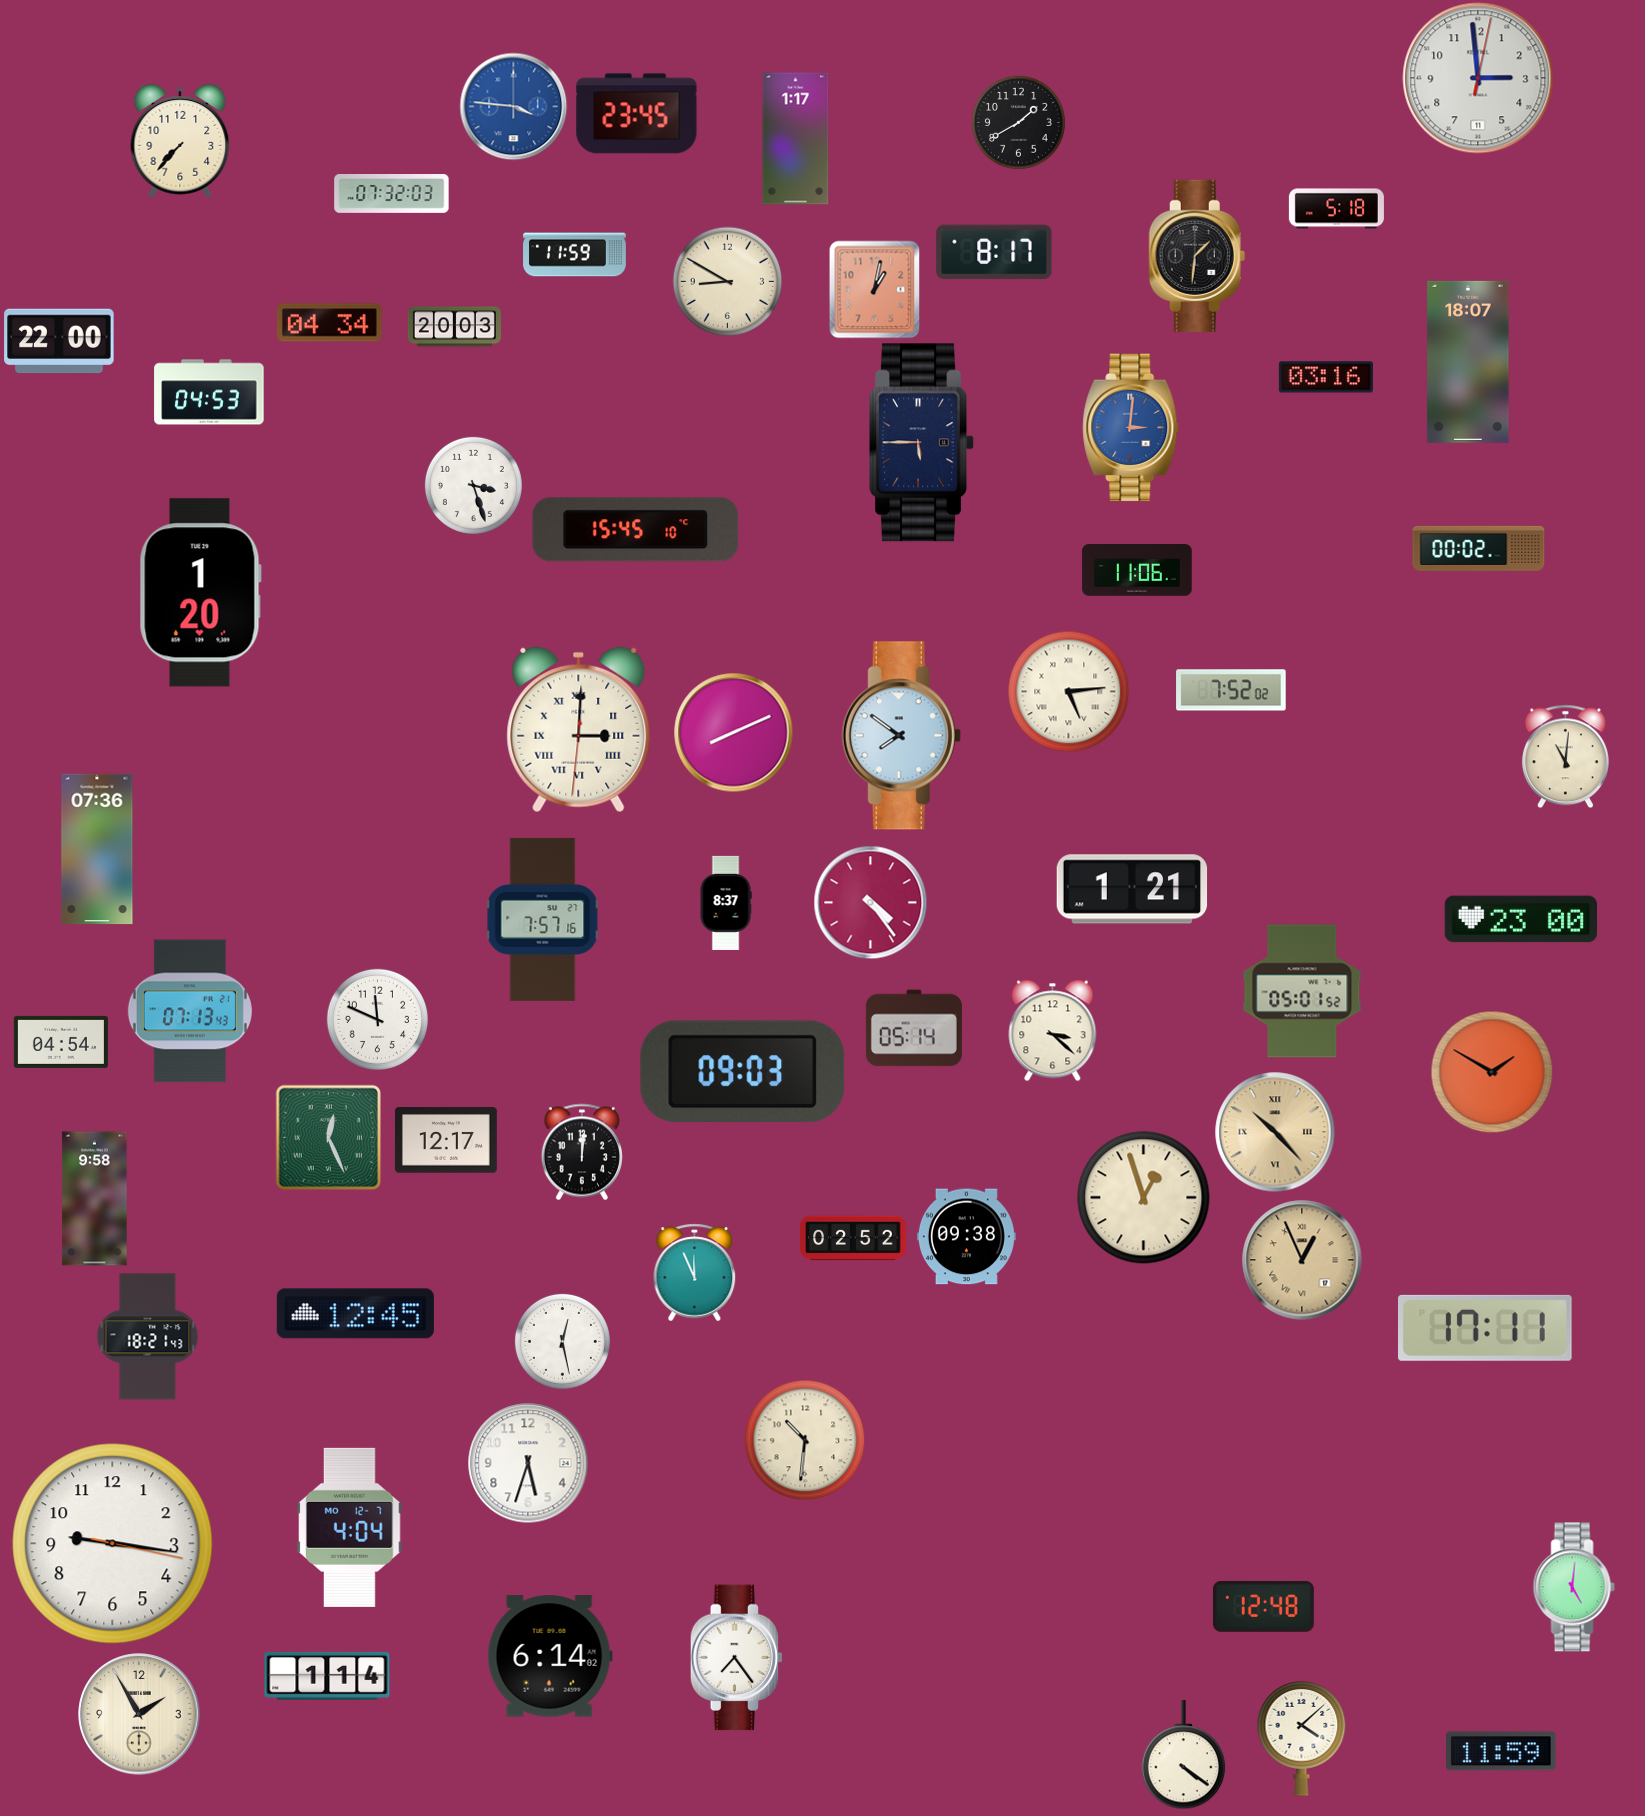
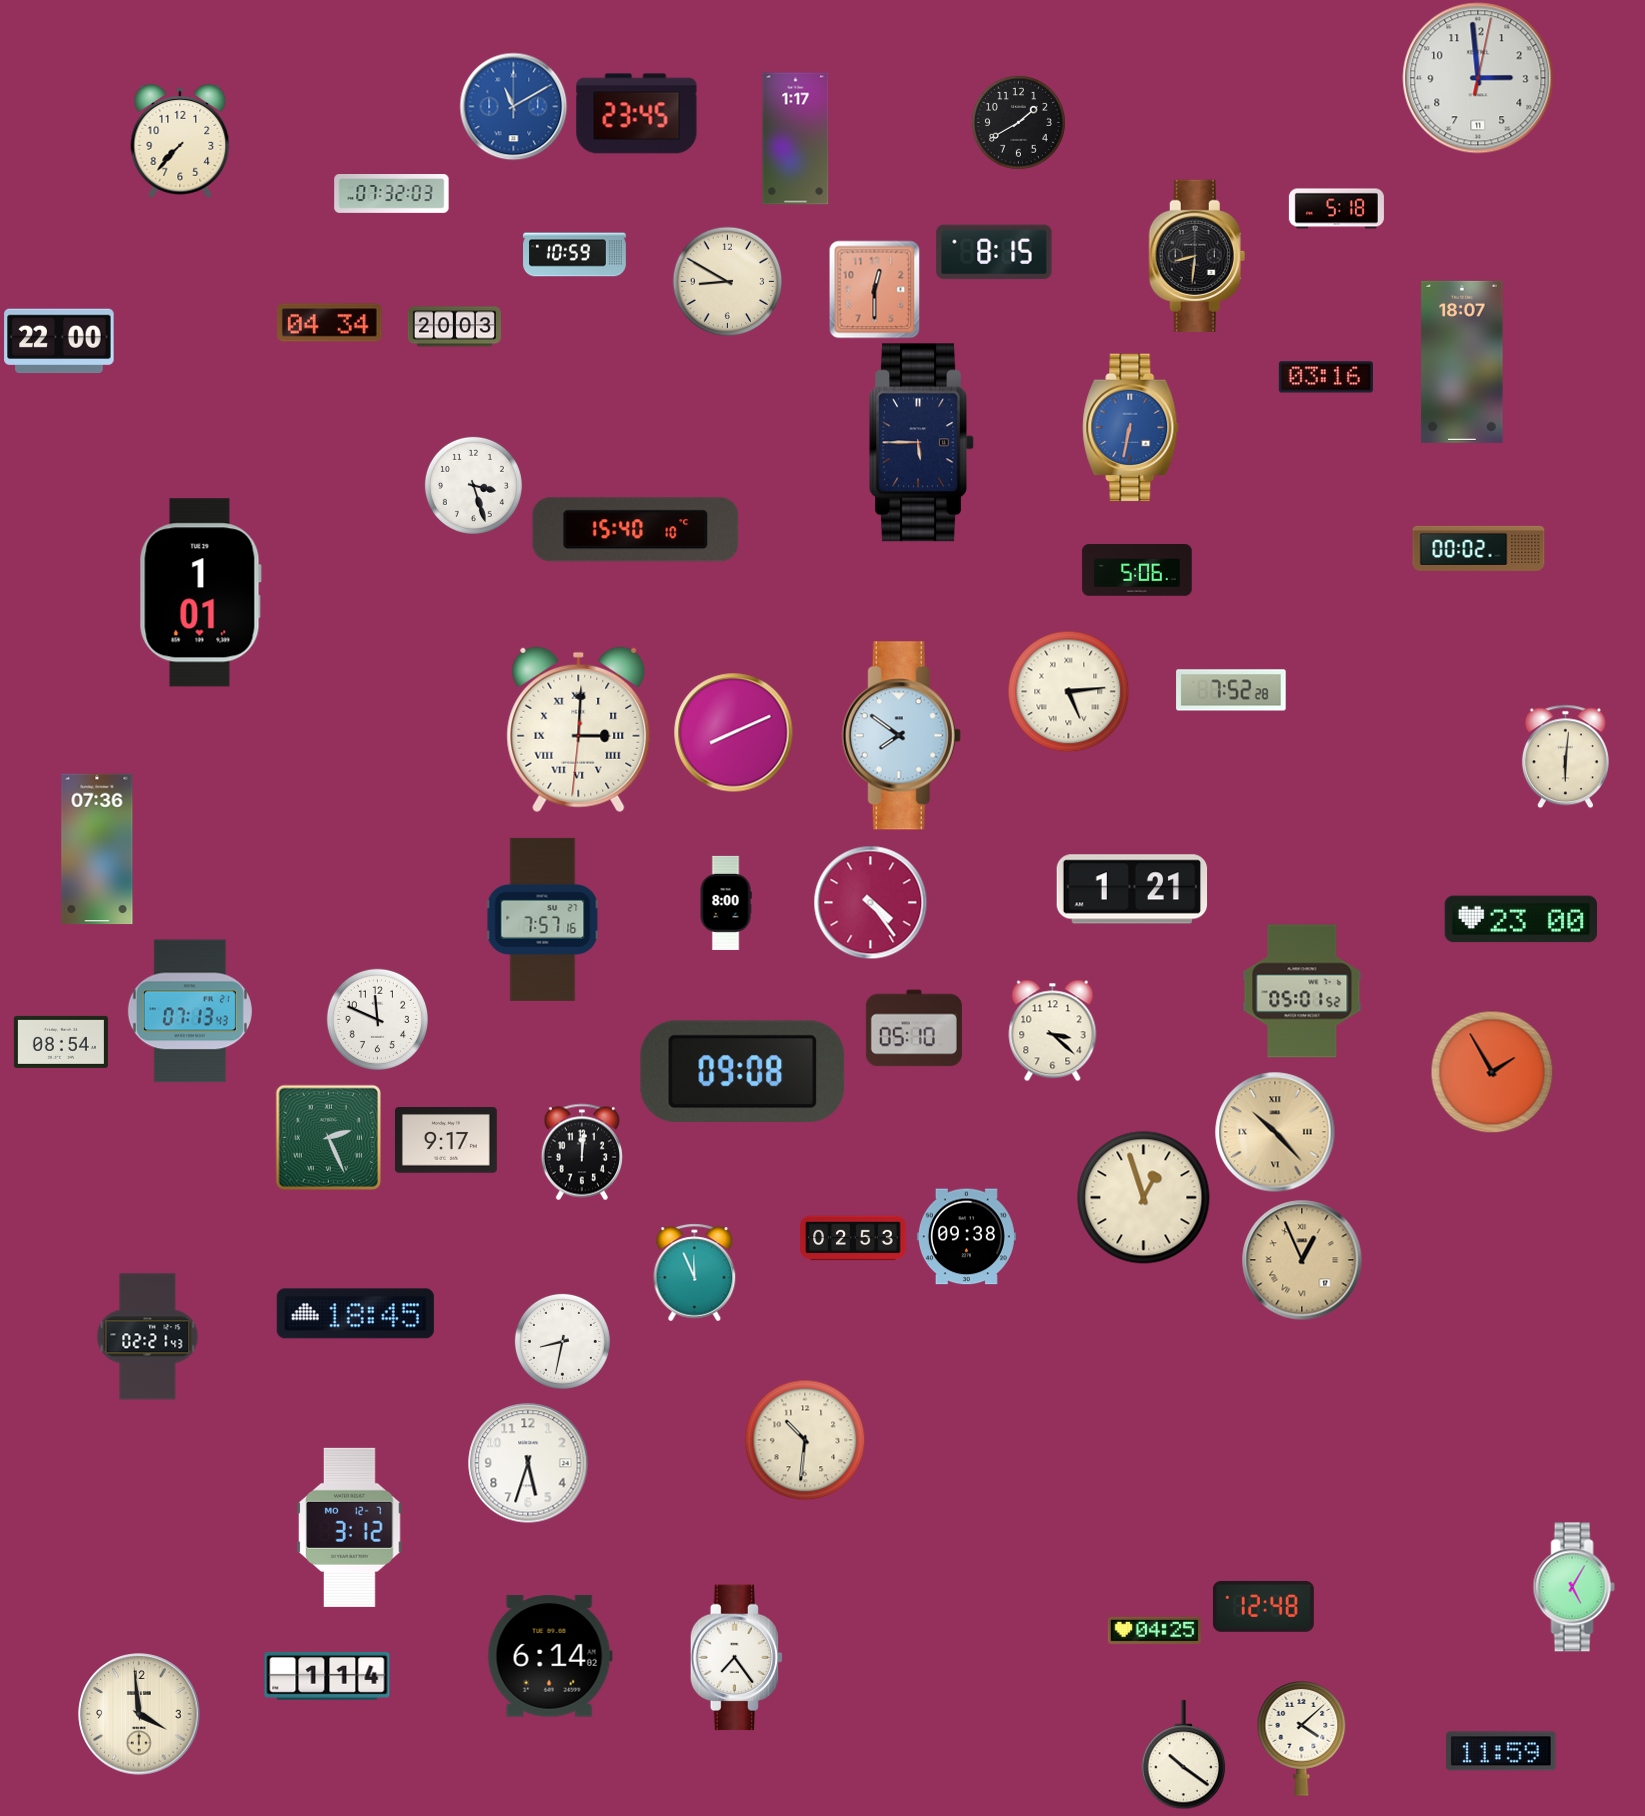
clock at (513, 106): 3:46 -> 11:10
clock at (994, 252): 8:17 -> 8:15
clock at (575, 255): 11:59 -> 10:59
clock at (1197, 255): 1:31 -> 8:31
clock at (875, 289): 1:02 -> 12:30
clock at (1468, 362) position: (1468, 362) -> (1462, 362)
clock at (209, 392): 04:53 -> none
clock at (1131, 428): 3:01 -> 6:32
clock at (636, 530): 15:45 -> 15:40
clock at (1137, 570): 11:06 -> 5:06
clock at (200, 593): 1:20 -> 1:01
clock at (1231, 690): 7:52:02 -> 7:52:28
clock at (1565, 756): 11:01 -> 6:01
clock at (726, 903): 8:37 -> 8:00
clock at (914, 1028): 05:14 -> 05:10
clock at (61, 1042): 04:54 -> 08:54
clock at (743, 1071): 09:03 -> 09:08
clock at (1492, 1072): 1:50 -> 1:55
clock at (328, 1137): 12:26 -> 2:26
clock at (446, 1140): 12:17 -> 9:17
clock at (95, 1199): 9:58 -> none
clock at (853, 1238): 02:52 -> 02:53
clock at (355, 1314): 12:45 -> 18:45
clock at (1486, 1328): 17:11 -> none
clock at (148, 1337): 18:21 -> 02:21
clock at (562, 1341): 12:28 -> 8:32
clock at (350, 1527): 4:04 -> 3:12
clock at (113, 1544): 9:16 -> none
clock at (1574, 1587): 5:01 -> 5:05
clock at (1154, 1630): none -> 04:25
clock at (139, 1714): 1:55 -> 3:59
clock at (1184, 1755): 4:21 -> 10:21
